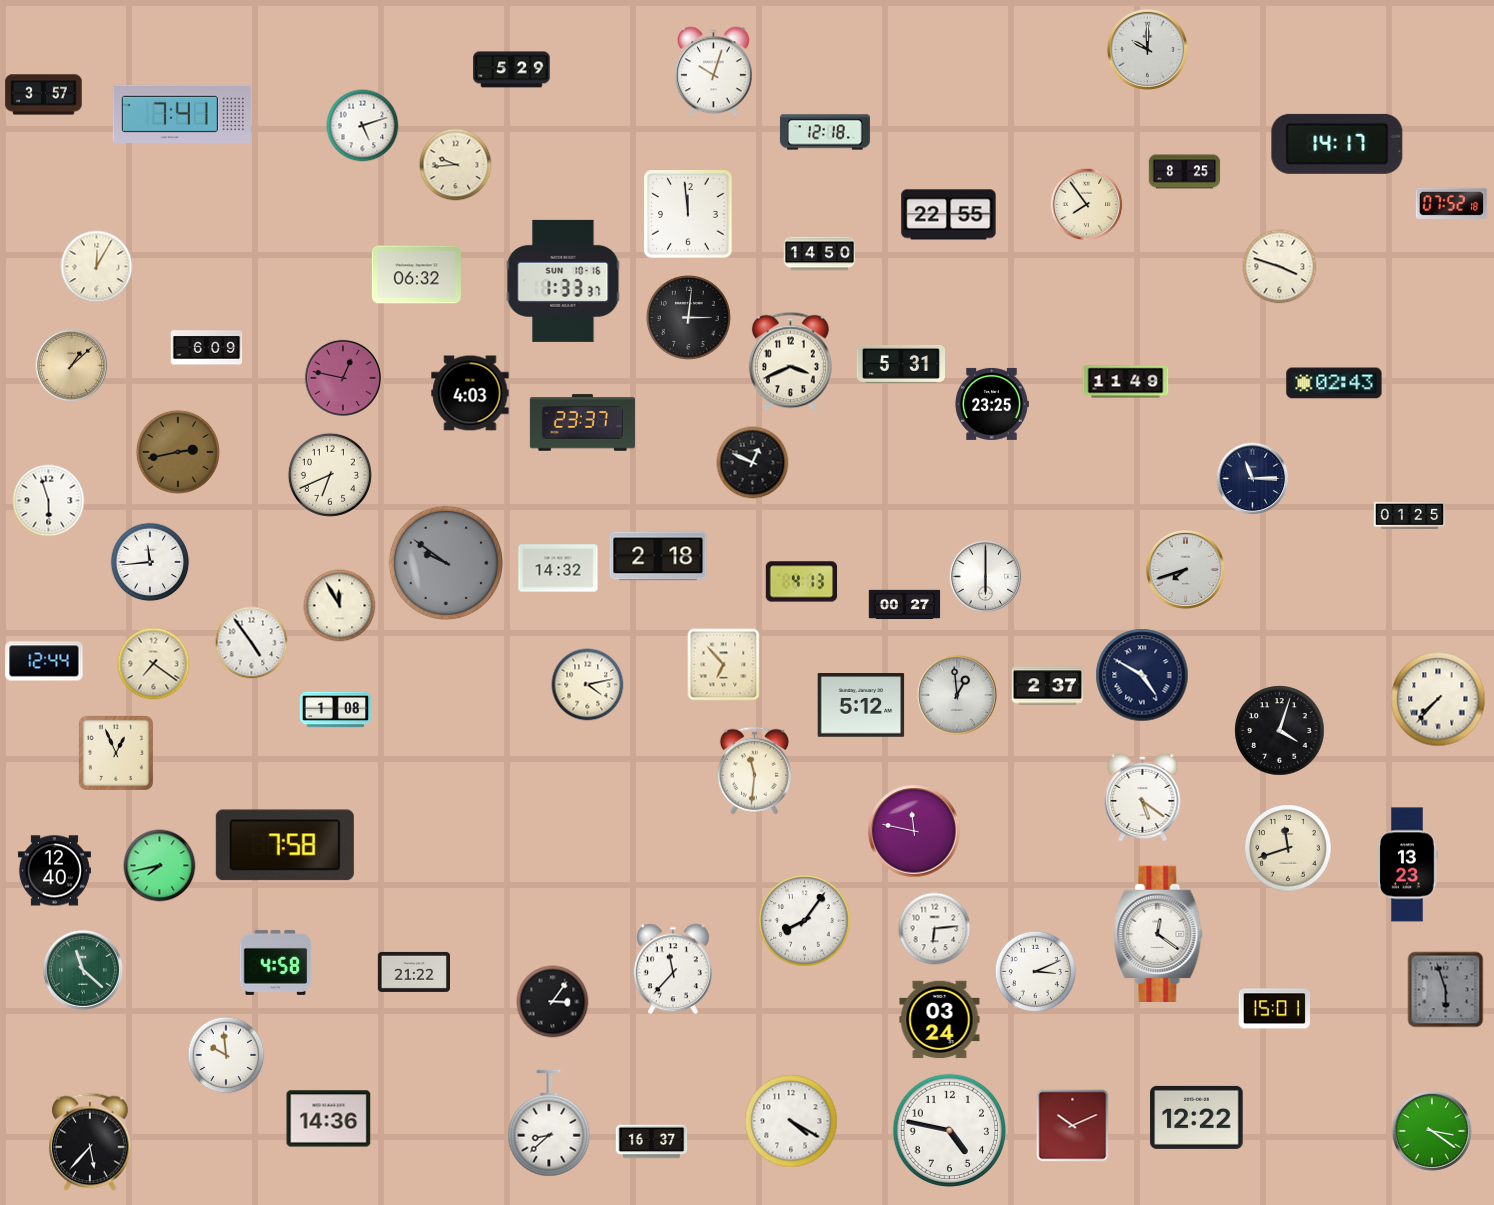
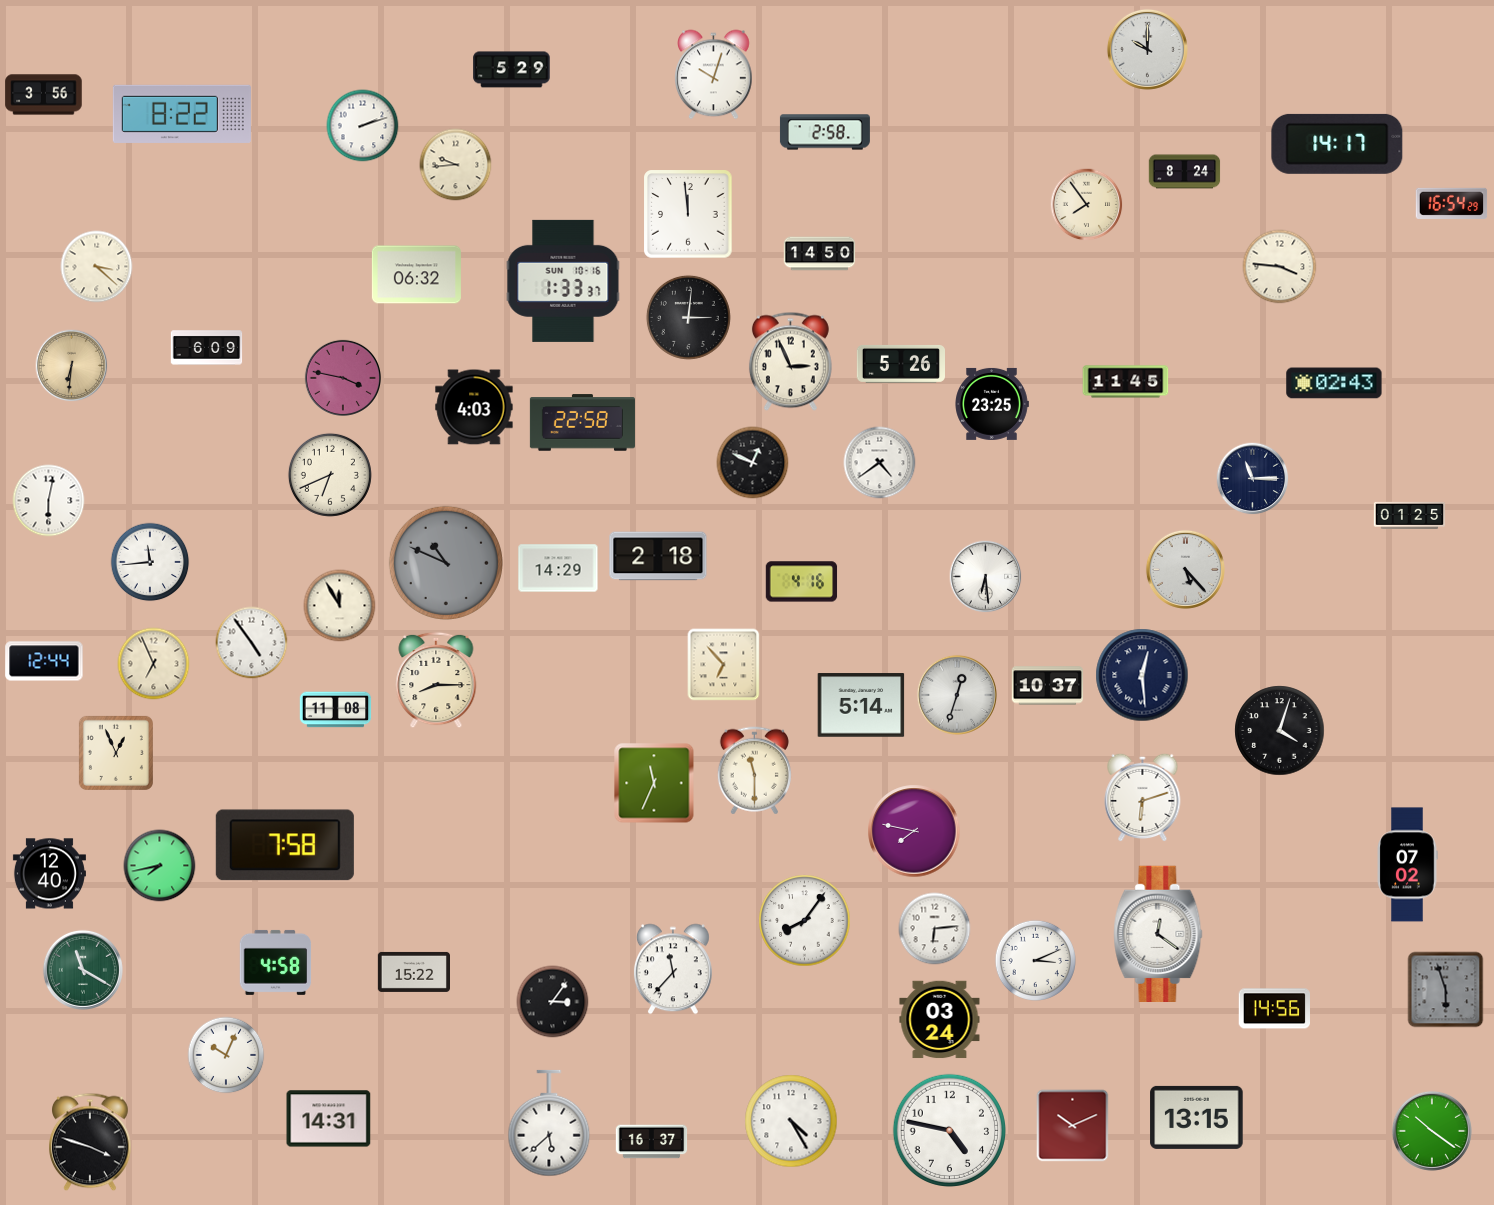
clock at (714, 72) position: (714, 72) -> (714, 75)
clock at (44, 95): 3:57 -> 3:56
clock at (182, 114): 7:41 -> 8:22
clock at (363, 126): 5:12 -> 2:12
clock at (825, 132): 12:18 -> 2:58
clock at (1185, 172): 8:25 -> 8:24
clock at (1452, 203): 07:52 -> 16:54
clock at (949, 215): 22:55 -> none
clock at (97, 267): 12:05 -> 3:22
clock at (1280, 267): 3:48 -> 3:46
clock at (790, 362): 3:41 -> 2:56
clock at (900, 364): 5:31 -> 5:26
clock at (72, 366): 1:08 -> 6:31
clock at (343, 378): 12:47 -> 3:47
clock at (1126, 382): 11:49 -> 11:45
clock at (470, 393) position: (470, 393) -> (474, 407)
clock at (582, 423): 23:37 -> 22:58
clock at (178, 452): 2:43 -> none
clock at (880, 463): none -> 4:39
clock at (49, 501): 5:57 -> 6:02
clock at (446, 563): 9:51 -> 10:49
clock at (558, 568): 14:32 -> 14:29
clock at (1185, 569): 7:42 -> 5:23
clock at (986, 577): 6:00 -> 6:29
clock at (802, 582): 4:13 -> 4:16
clock at (905, 605): 00:27 -> none
clock at (154, 664): 7:21 -> 6:56
clock at (1142, 675): 4:50 -> 12:29
clock at (436, 680): none -> 8:15
clock at (588, 685): 4:13 -> none
clock at (1048, 686): 2:37 -> 10:37
clock at (957, 695): 12:59 -> 12:33
clock at (1438, 699): 7:37 -> none
clock at (861, 705): 5:12 -> 5:14
clock at (336, 710): 1:08 -> 11:08
clock at (754, 771): 11:31 -> 11:30
clock at (654, 783): none -> 11:34
clock at (1143, 797): 5:21 -> 6:12
clock at (914, 831): 11:47 -> 7:47
clock at (1288, 848): 11:42 -> none
clock at (1407, 865): 13:23 -> 07:02
clock at (54, 871) position: (54, 871) -> (49, 874)
clock at (83, 970): 11:22 -> 11:20
clock at (1035, 971) position: (1035, 971) -> (1035, 960)
clock at (413, 972): 21:22 -> 15:22
clock at (1274, 1009): 15:01 -> 14:56
clock at (226, 1055): 9:59 -> 10:04
clock at (1197, 1117): 12:22 -> 13:15
clock at (329, 1119): 14:36 -> 14:31
clock at (791, 1121): 4:20 -> 4:25
clock at (549, 1123): 8:38 -> 5:38
clock at (1432, 1131): 3:21 -> 10:21
clock at (91, 1142): 5:37 -> 3:48
